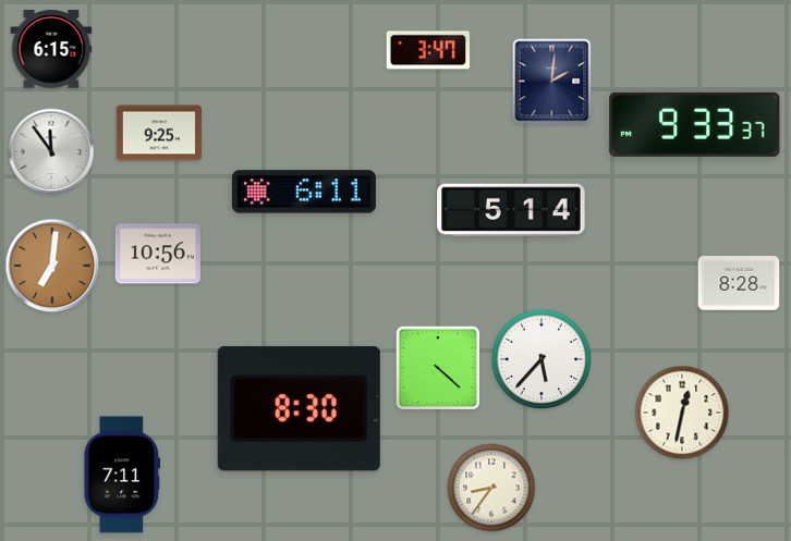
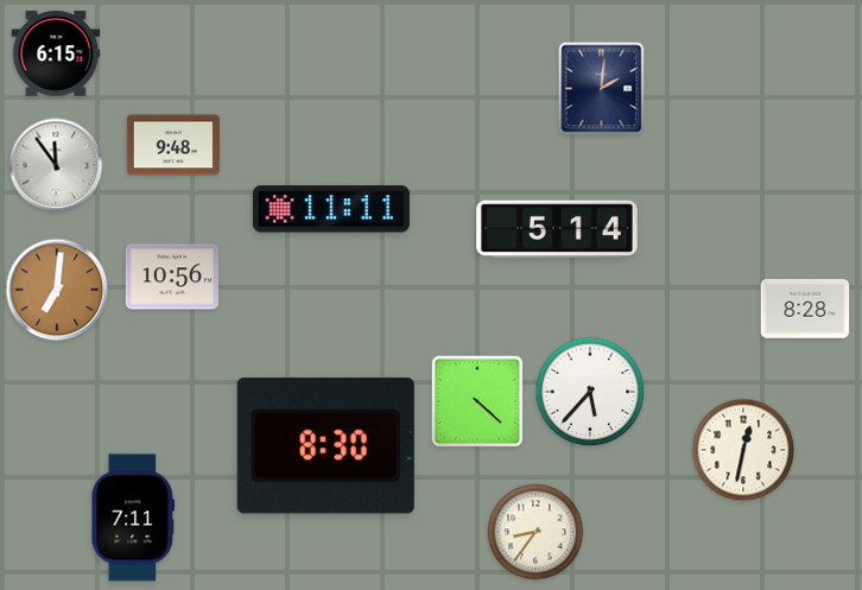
clock at (428, 50): 3:47 -> none
clock at (695, 124): 9:33 -> none
clock at (159, 133): 9:25 -> 9:48
clock at (304, 192): 6:11 -> 11:11
